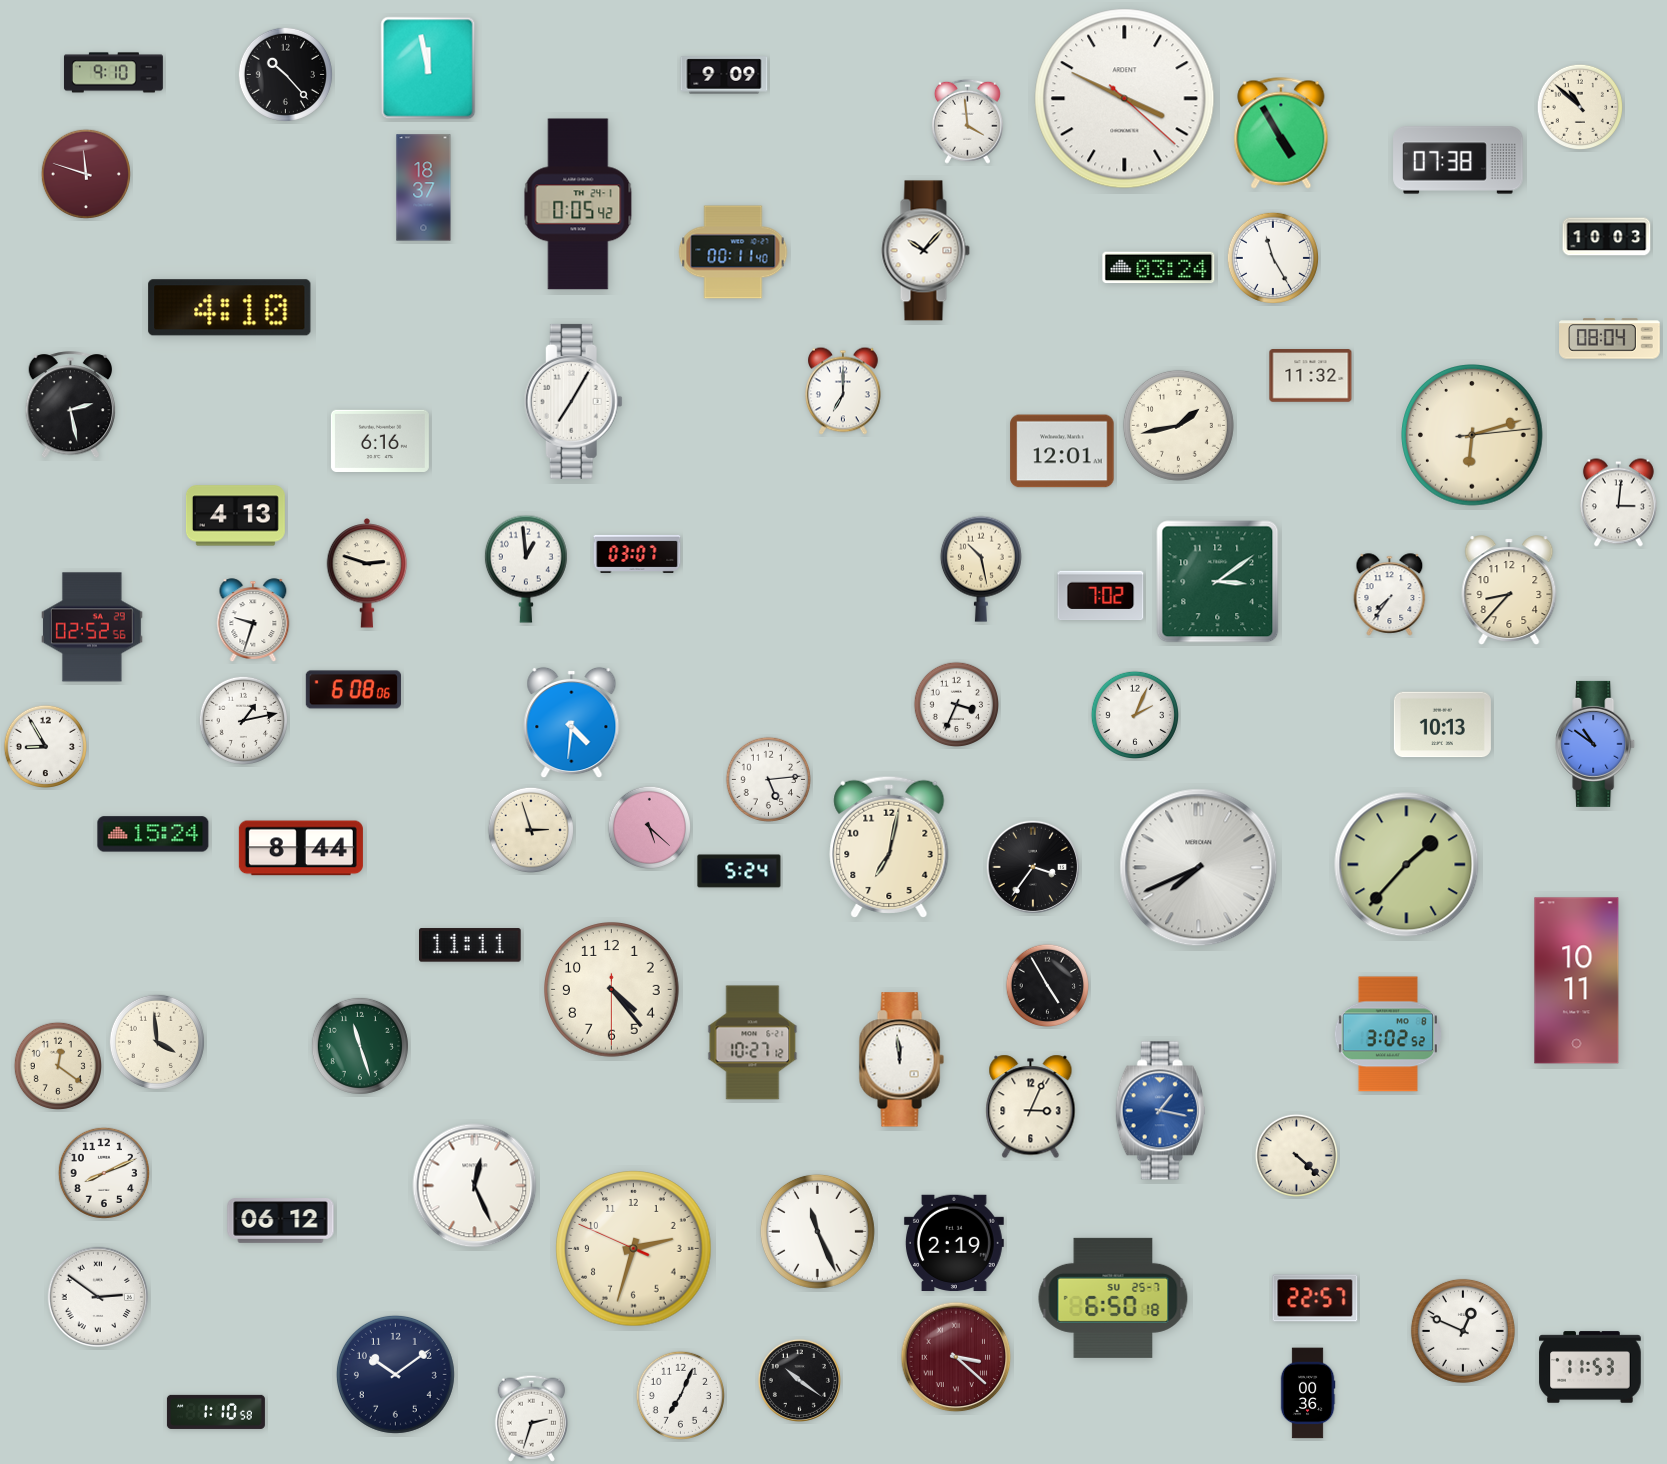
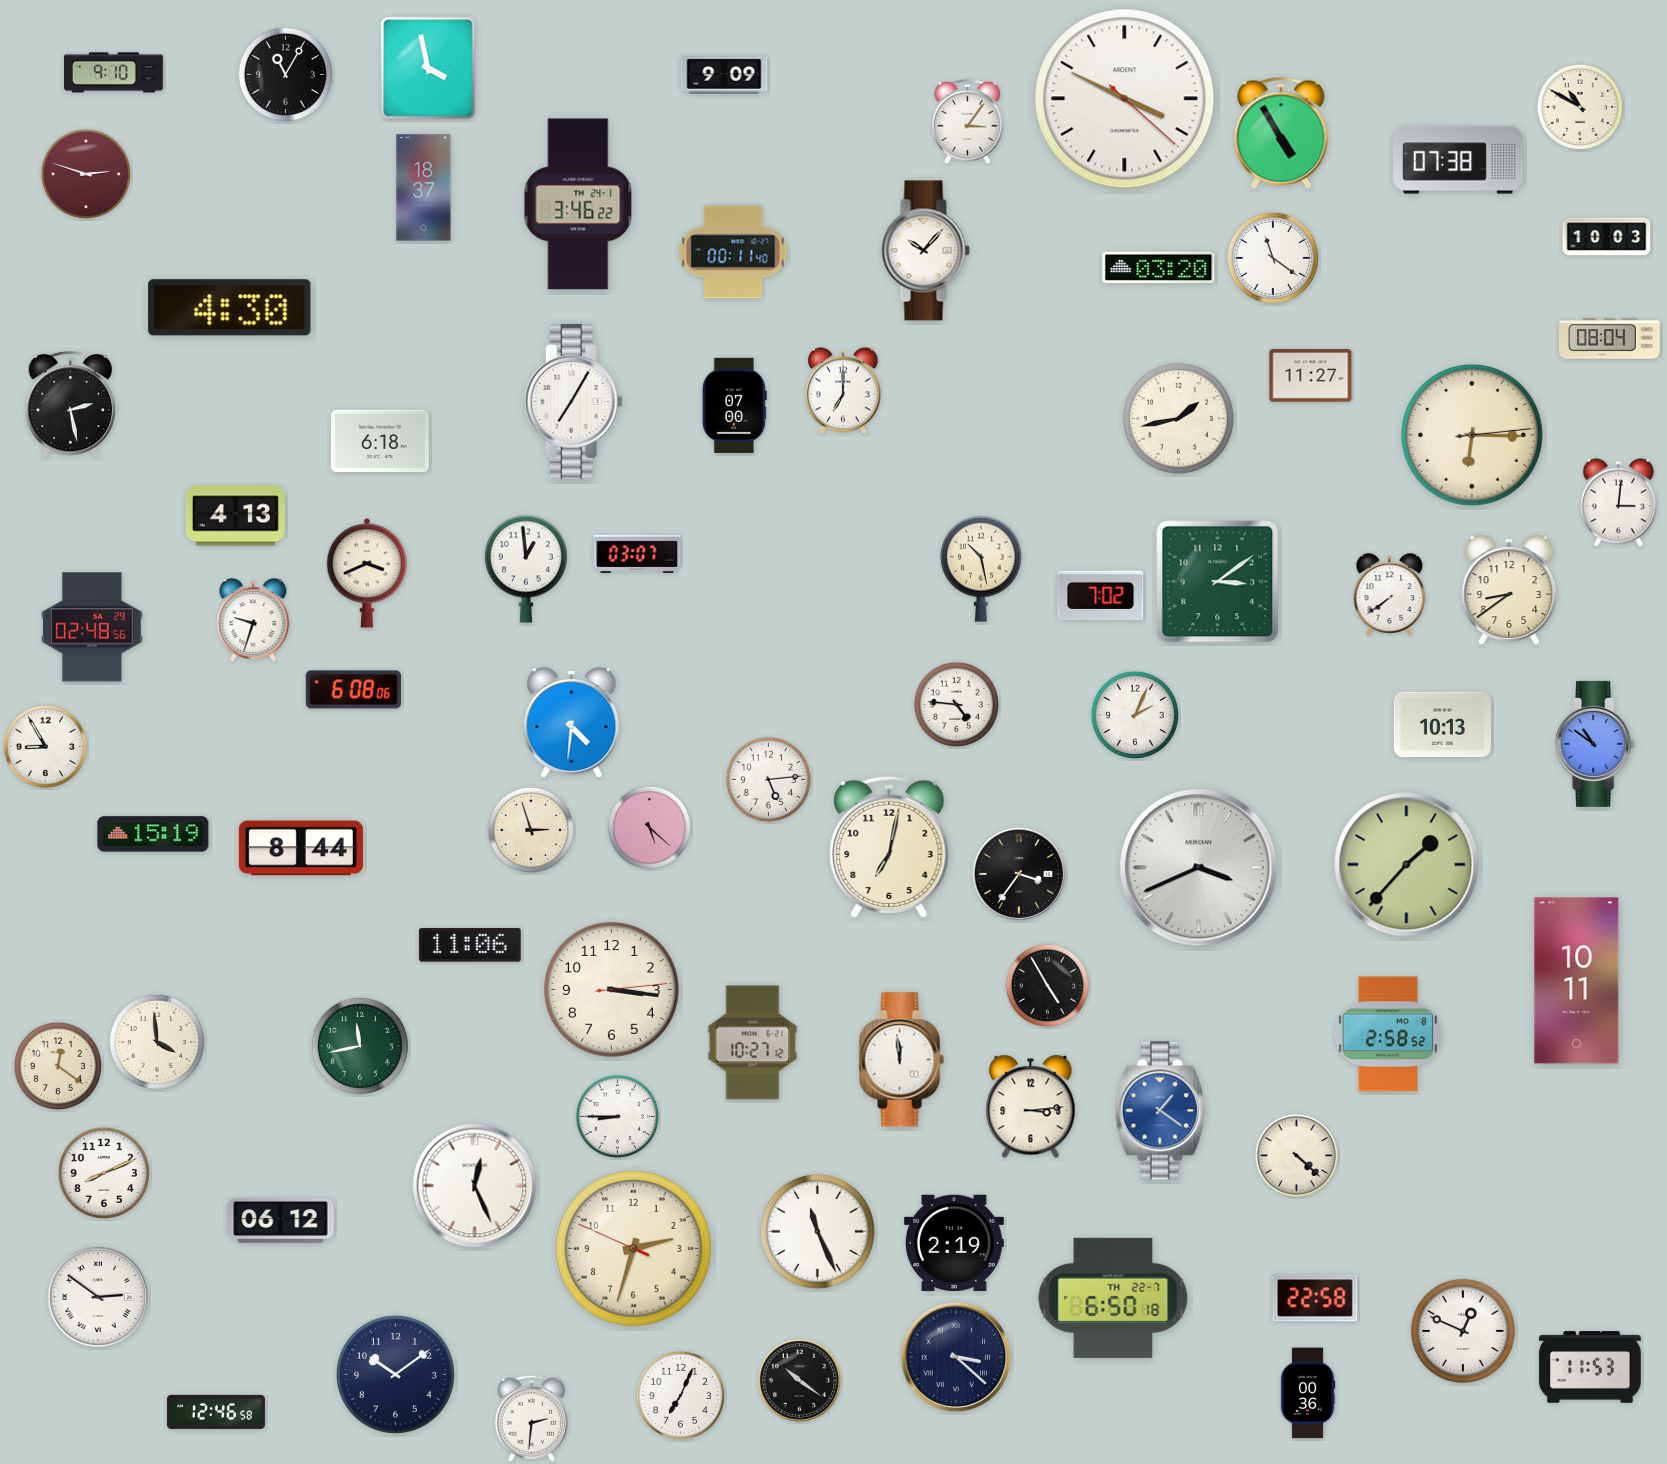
clock at (428, 68): 11:58 -> 3:58
clock at (285, 74): 10:23 -> 11:05
clock at (1579, 106): 10:52 -> 10:50
clock at (967, 121): 3:59 -> 3:06
clock at (86, 174): 11:48 -> 2:48
clock at (578, 204): 0:05 -> 3:46
clock at (1273, 258): 11:25 -> 11:21
clock at (1159, 268): 03:24 -> 03:20
clock at (230, 308): 4:10 -> 4:30
clock at (1311, 376): 11:32 -> 11:27
clock at (734, 405): none -> 07:00
clock at (1178, 425) position: (1178, 425) -> (1178, 418)
clock at (1472, 435): 6:12 -> 6:15
clock at (380, 440): 6:16 -> 6:18
clock at (1062, 451): 12:01 -> none
clock at (367, 573): 2:48 -> 3:41
clock at (1509, 590): 8:37 -> 8:39
clock at (1390, 595): 7:36 -> 7:39
clock at (92, 627): 02:52 -> 02:48
clock at (956, 704): 3:34 -> 4:46
clock at (243, 720): 1:13 -> none
clock at (153, 834): 15:24 -> 15:19
clock at (1032, 866) position: (1032, 866) -> (1018, 873)
clock at (1199, 868): 7:41 -> 3:41
clock at (739, 871): 5:24 -> none
clock at (471, 945): 11:11 -> 11:06
clock at (612, 990): 4:23 -> 3:16
clock at (1388, 1034): 3:02 -> 2:58
clock at (360, 1046): 11:27 -> 11:43
clock at (1031, 1107): 3:04 -> 3:14
clock at (1160, 1111): 1:17 -> 1:21
clock at (618, 1117): none -> 8:45
clock at (1113, 1298) date: SU 25-7 -> TH 22-7
clock at (1315, 1298): 22:57 -> 22:58
clock at (956, 1357) dial: burgundy -> navy
clock at (216, 1412): 1:10 -> 12:46
clock at (531, 1418): 2:33 -> 2:31
